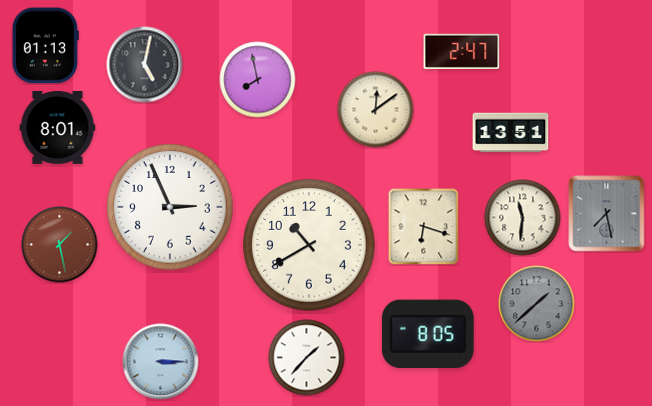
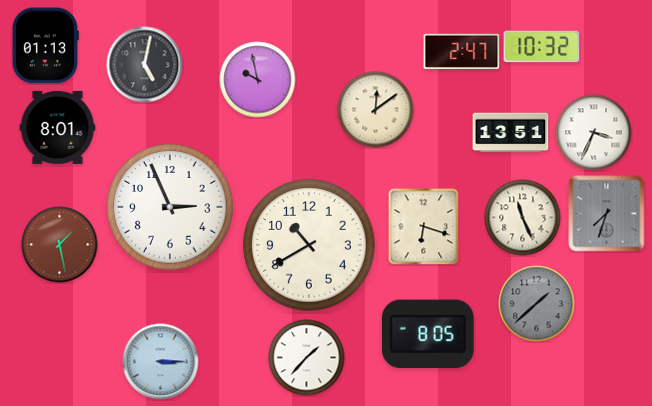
clock at (542, 47): none -> 10:32
clock at (258, 80): 7:58 -> 9:58
clock at (594, 133): none -> 3:34
clock at (607, 214): 7:28 -> 7:33
clock at (523, 218): 11:31 -> 11:26
